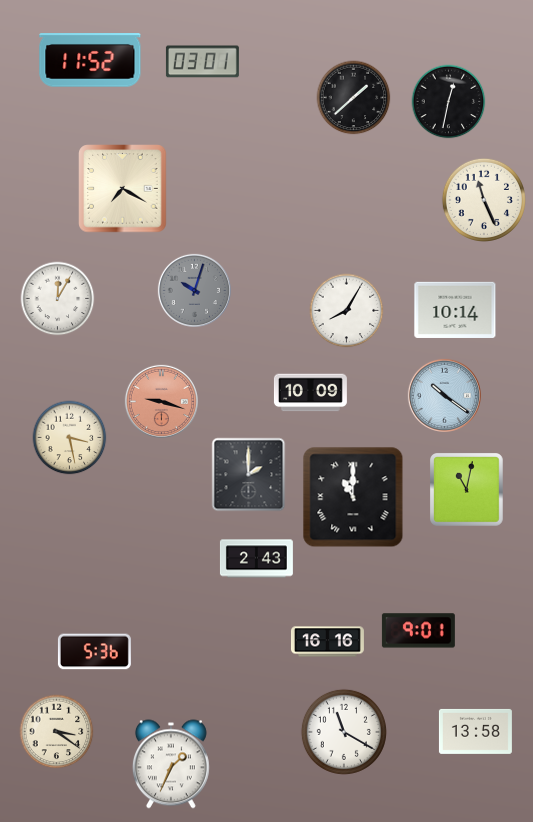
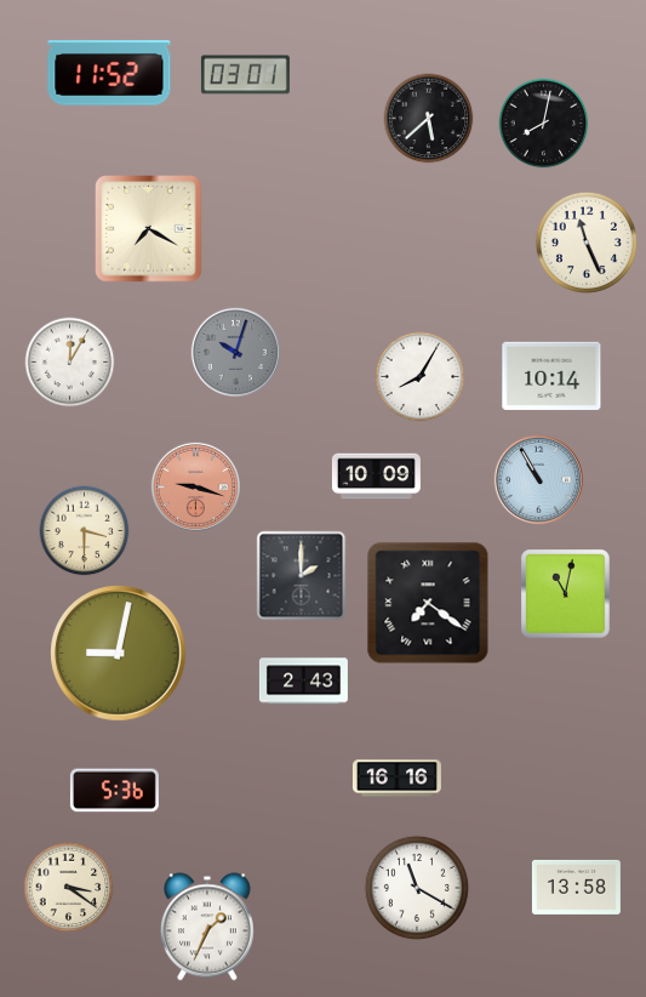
clock at (354, 98): 1:38 -> 5:38
clock at (449, 102): 12:32 -> 8:02
clock at (444, 395): 10:21 -> 10:55
clock at (70, 438): 3:28 -> 3:30
clock at (353, 497): 11:00 -> 7:21
clock at (119, 654): none -> 9:02
clock at (256, 559) position: (256, 559) -> (303, 682)
clock at (418, 631): 9:01 -> none
